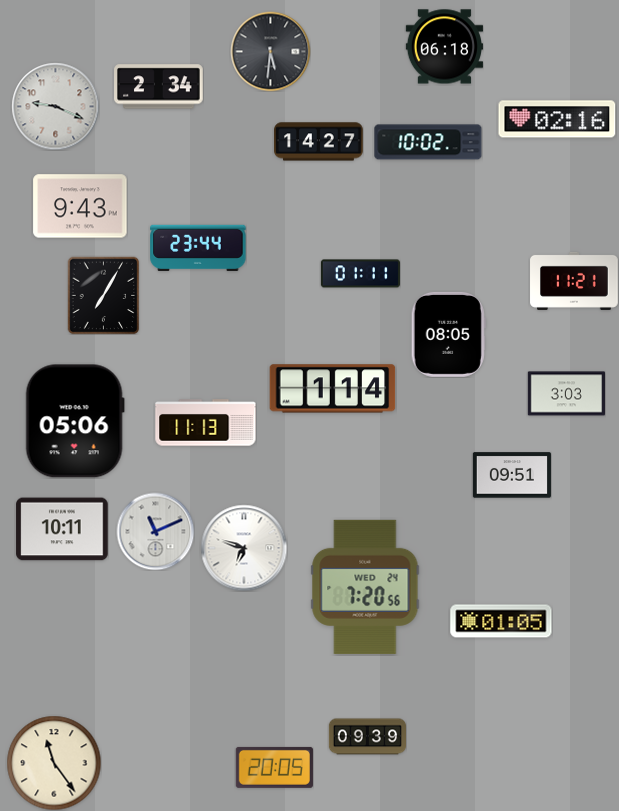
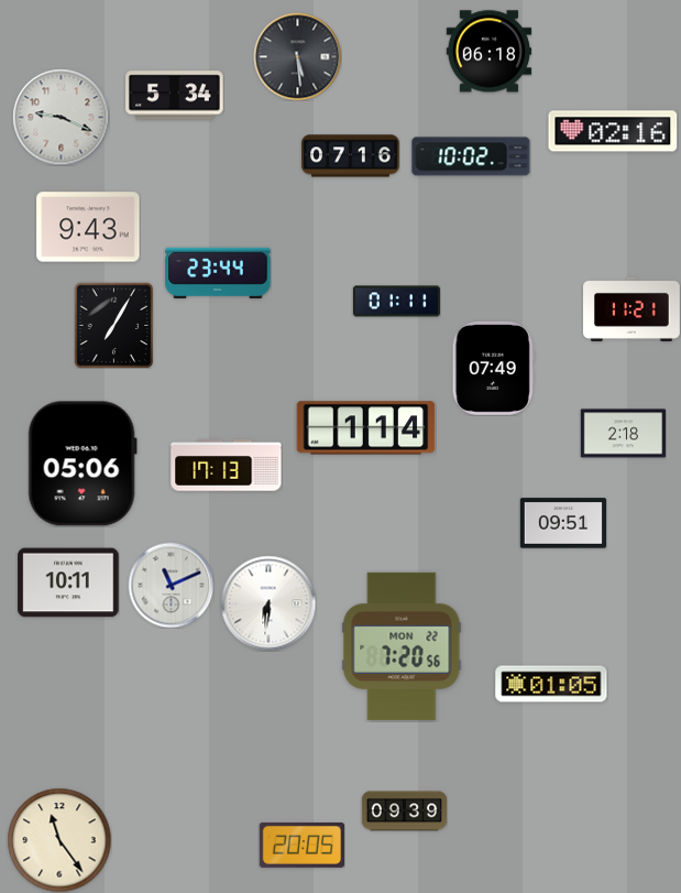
clock at (270, 51): 5:31 -> 5:29
clock at (159, 87): 2:34 -> 5:34
clock at (319, 142): 14:27 -> 07:16
clock at (448, 334): 08:05 -> 07:49
clock at (566, 394): 3:03 -> 2:18
clock at (206, 423): 11:13 -> 17:13
clock at (244, 548): 6:48 -> 6:31
clock at (365, 587) date: WED 24 -> MON 22
